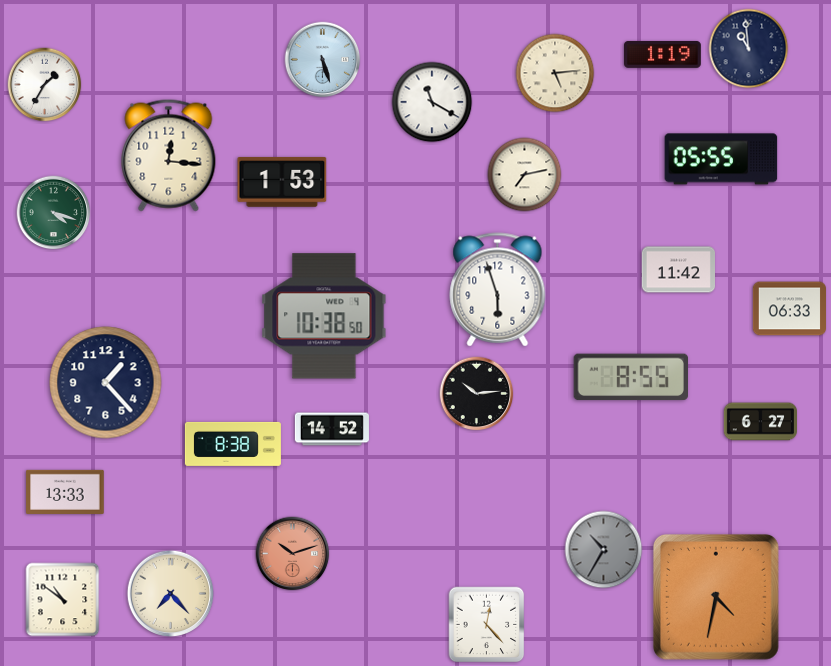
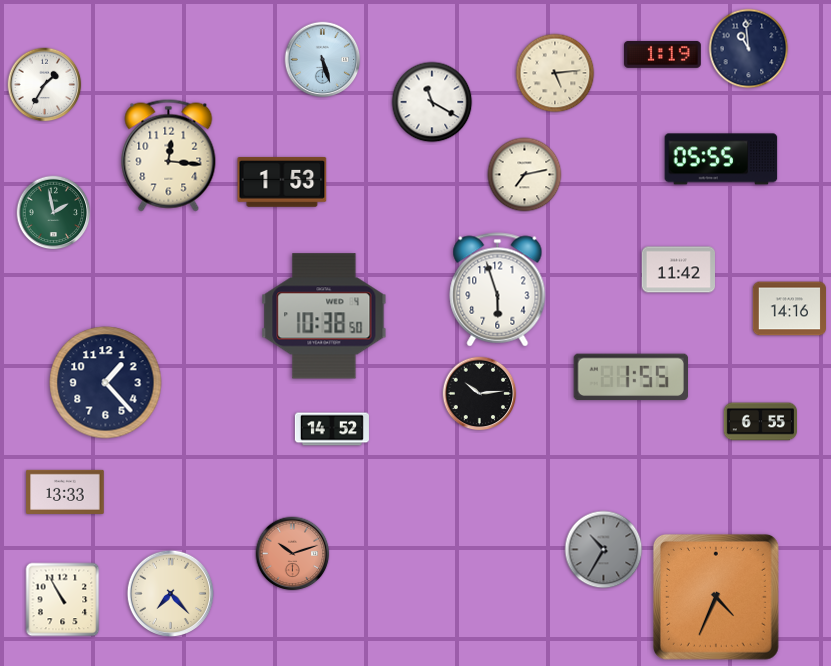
clock at (54, 213): 4:18 -> 1:58
clock at (789, 309): 06:33 -> 14:16
clock at (630, 377): 8:55 -> 1:55
clock at (477, 394) position: (477, 394) -> (480, 394)
clock at (760, 422): 6:27 -> 6:55
clock at (233, 444): 8:38 -> none
clock at (716, 597): 4:32 -> 4:34
clock at (63, 600): 10:51 -> 10:55
clock at (487, 625): 12:23 -> none
